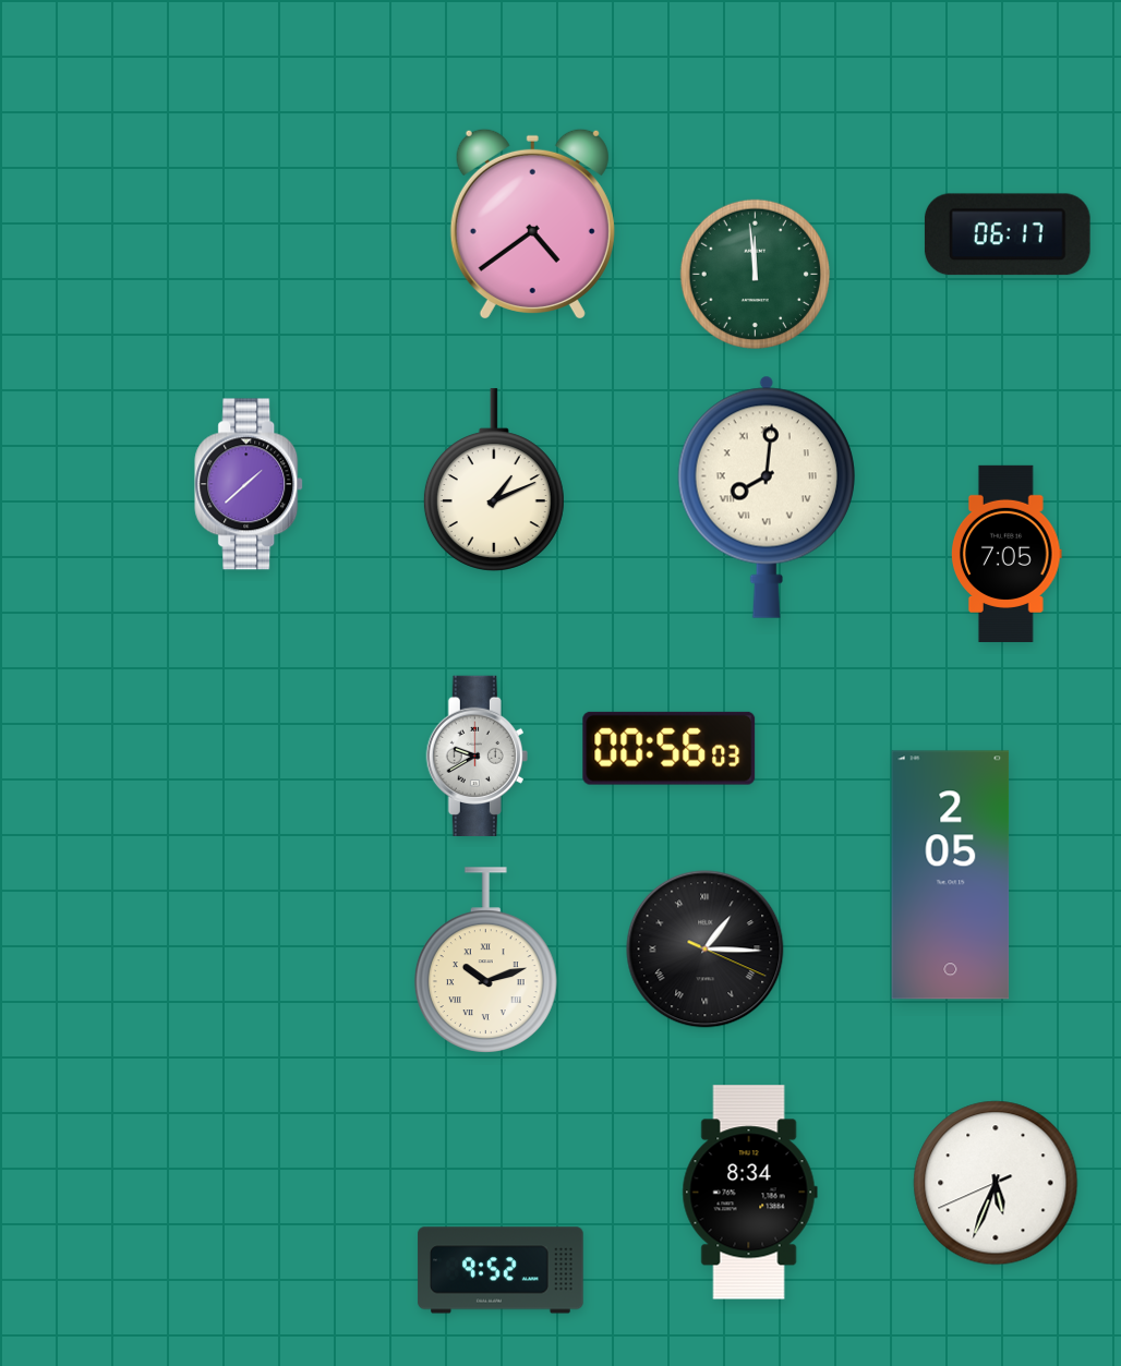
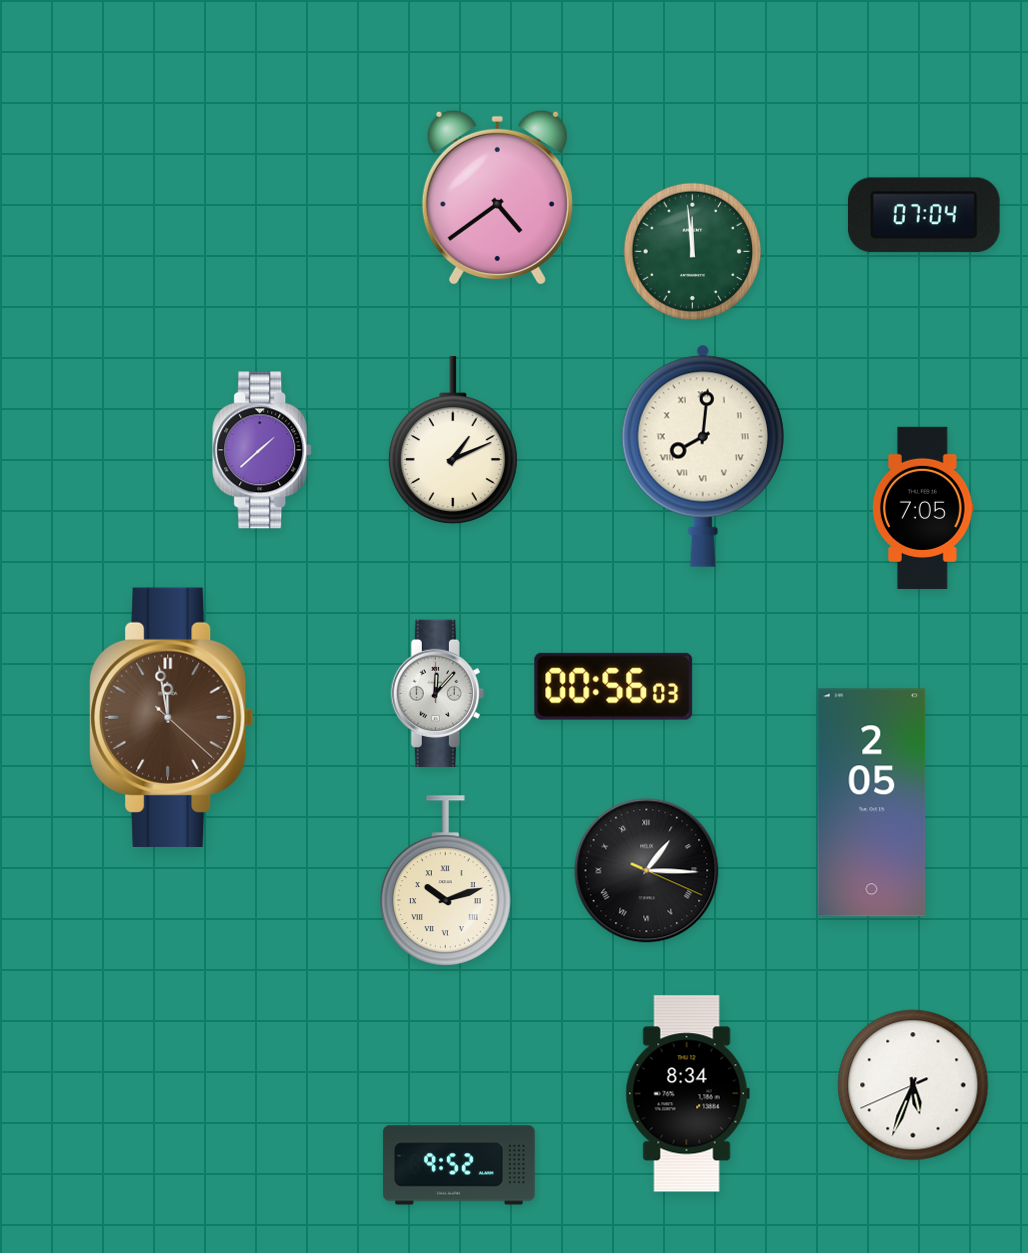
clock at (532, 223) position: (532, 223) -> (497, 197)
clock at (1008, 234): 06:17 -> 07:04
clock at (250, 484) position: (250, 484) -> (263, 450)
clock at (477, 755): 9:40 -> 12:07
clock at (172, 717): none -> 11:58
